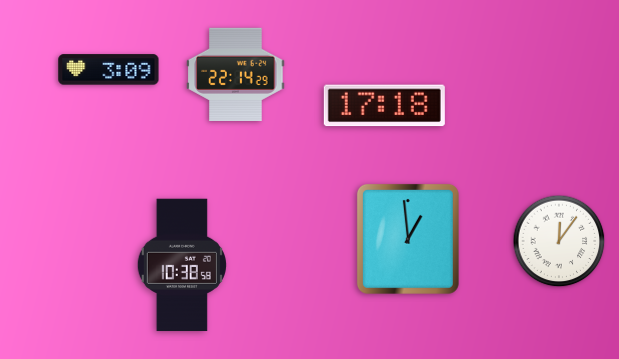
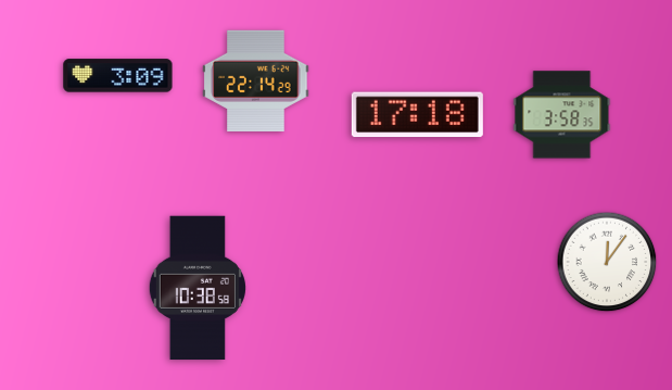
clock at (562, 115): none -> 3:58
clock at (408, 239): 12:59 -> none
